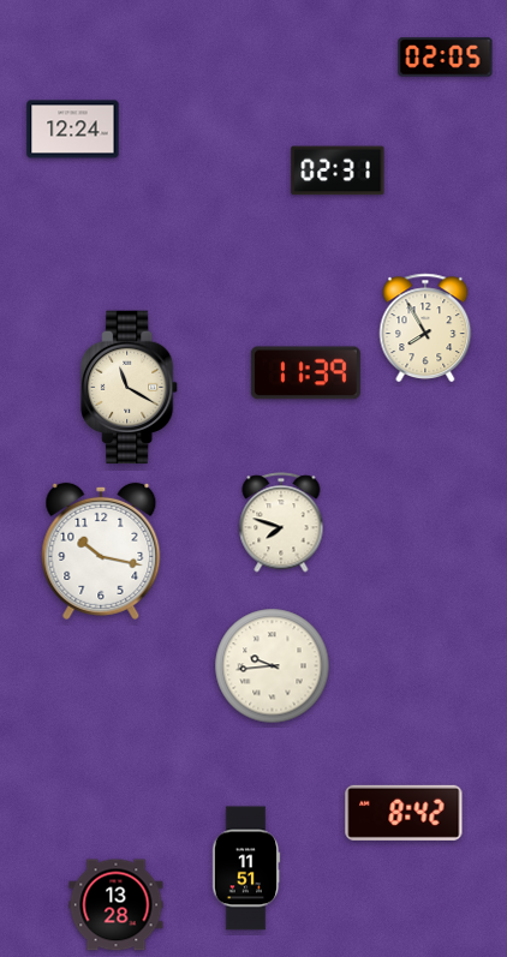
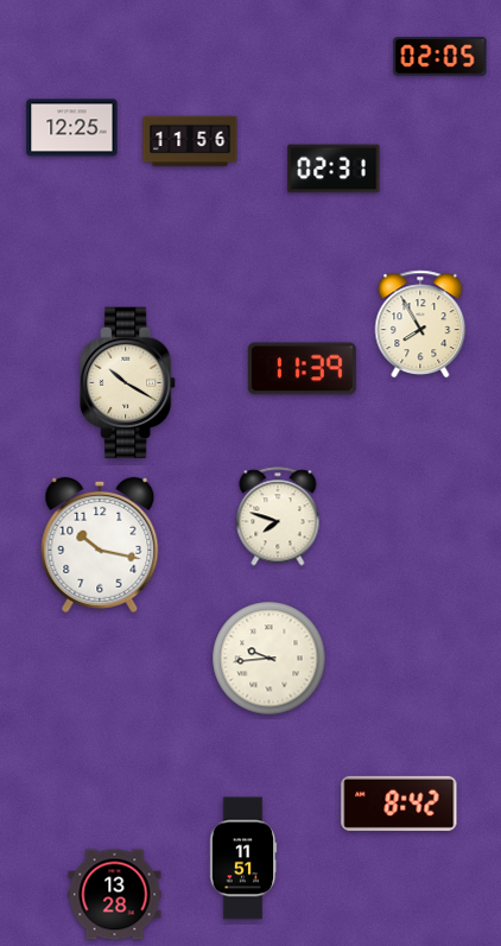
clock at (73, 130): 12:24 -> 12:25
clock at (190, 141): none -> 11:56
clock at (130, 388): 11:20 -> 10:20
